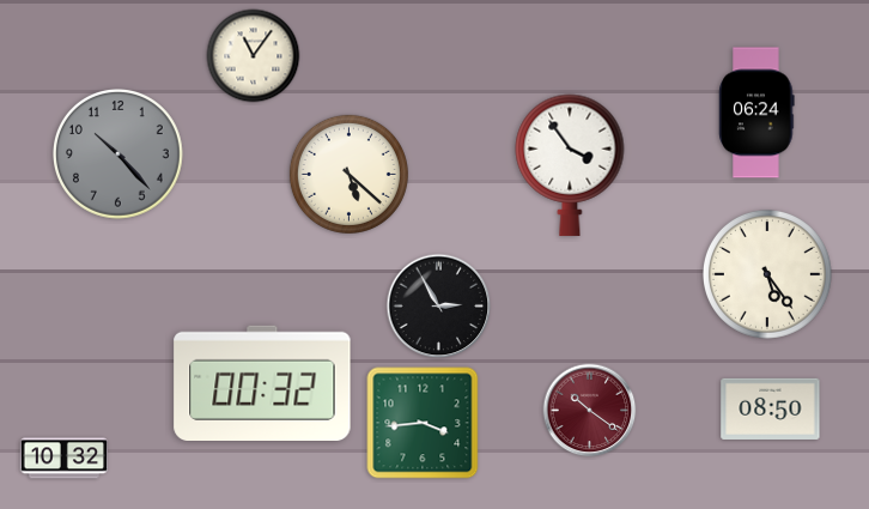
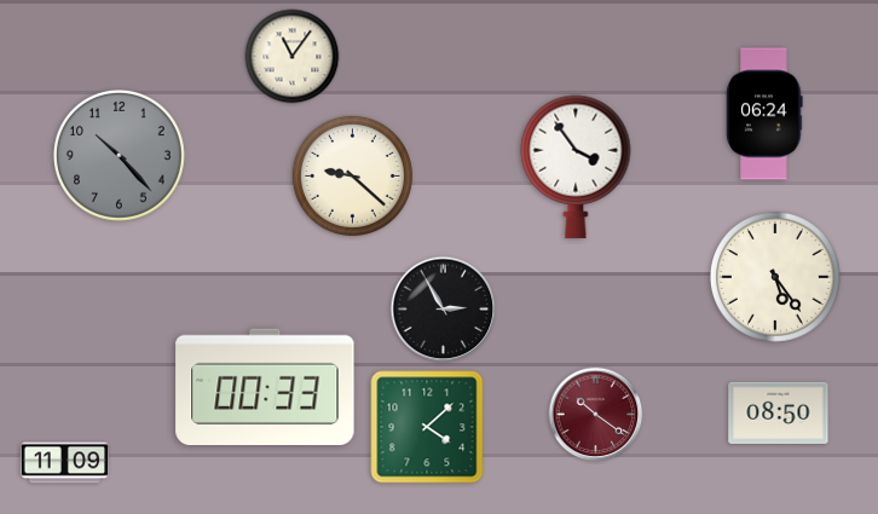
clock at (254, 56) position: (254, 56) -> (293, 57)
clock at (348, 174): 5:22 -> 9:22
clock at (262, 382): 00:32 -> 00:33
clock at (423, 423): 3:44 -> 4:08
clock at (65, 459): 10:32 -> 11:09
